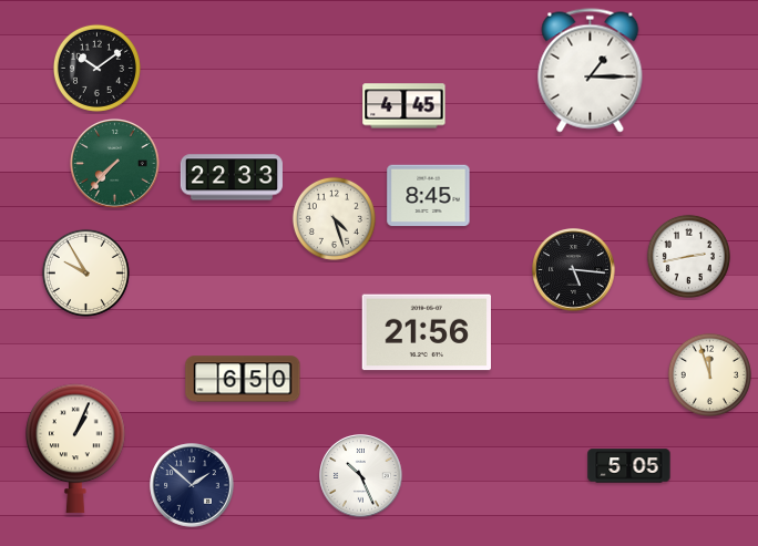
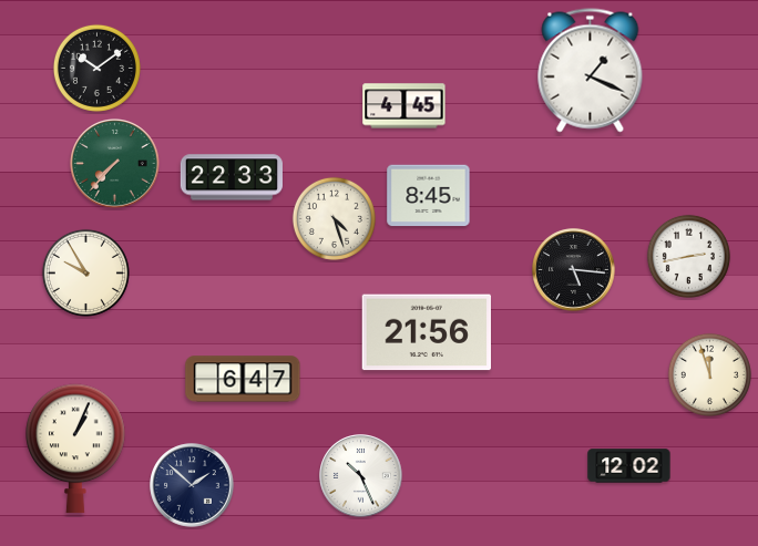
clock at (591, 71): 1:15 -> 1:19
clock at (243, 379): 6:50 -> 6:47
clock at (629, 466): 5:05 -> 12:02
